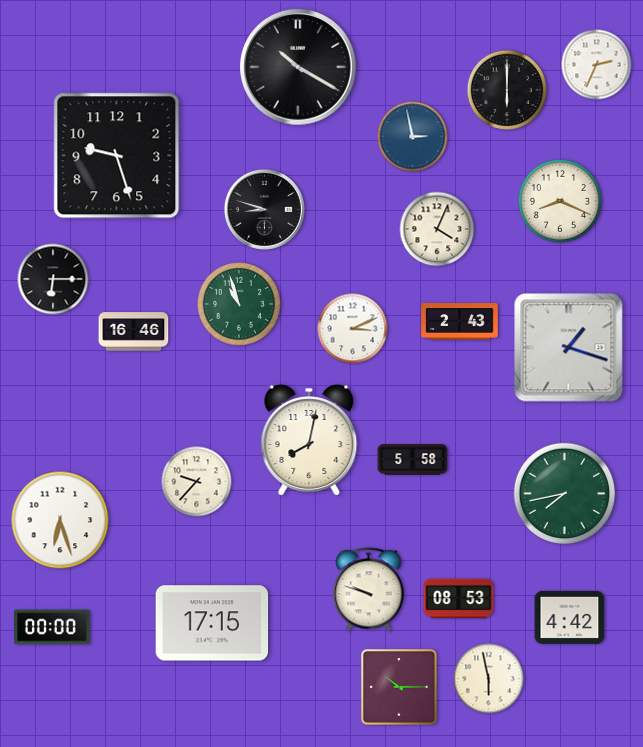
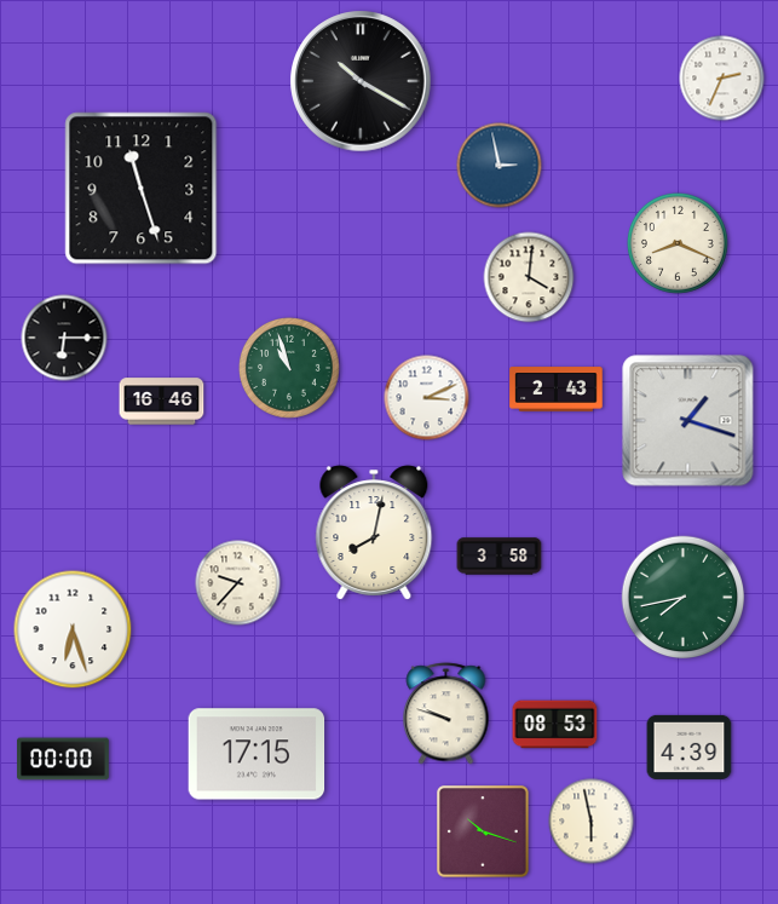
clock at (506, 89): 6:00 -> none
clock at (117, 156): 9:27 -> 11:27
clock at (264, 209): 8:48 -> none
clock at (437, 229): 4:04 -> 4:01
clock at (413, 460): 5:58 -> 3:58
clock at (570, 617): 4:42 -> 4:39
clock at (400, 688): 10:15 -> 10:18
